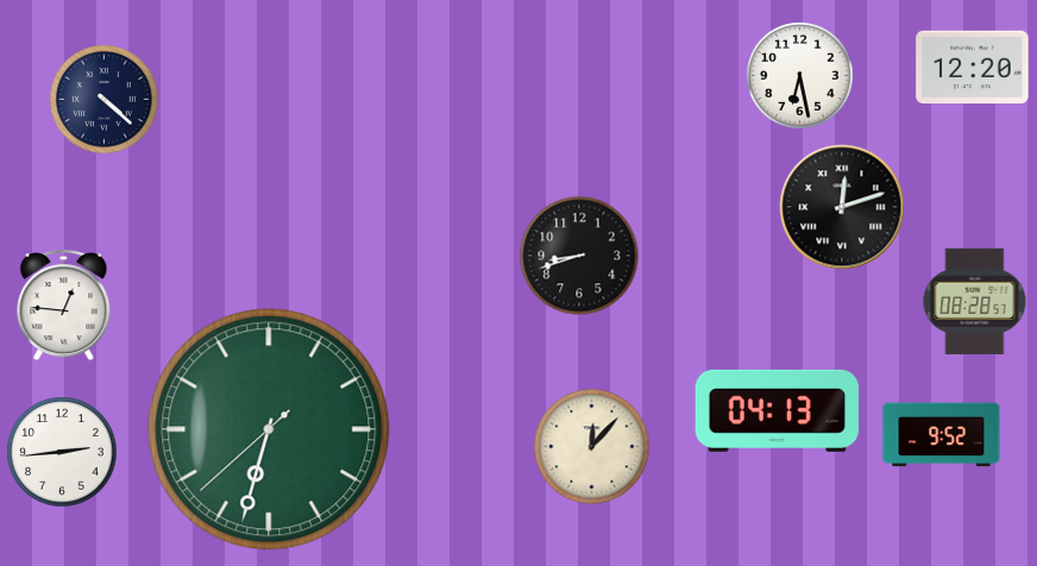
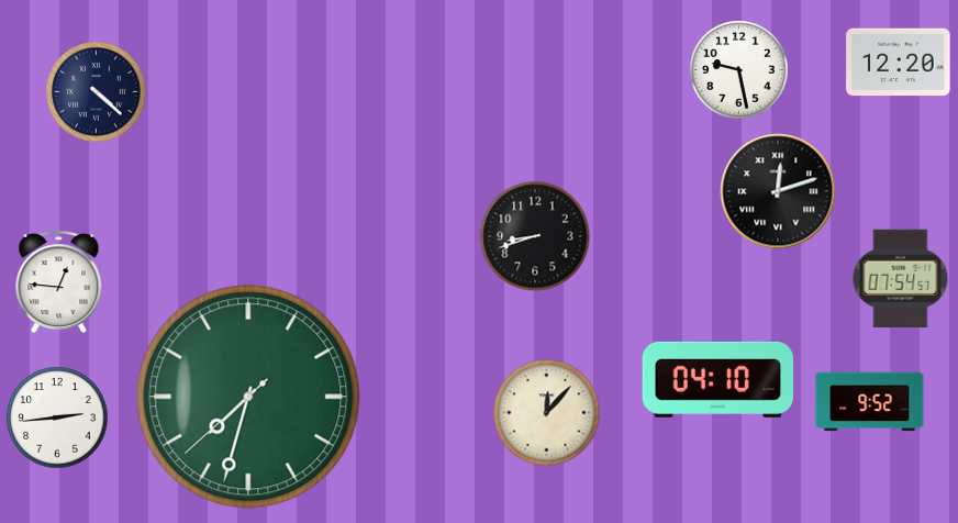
clock at (800, 76): 6:28 -> 9:28
clock at (975, 301): 08:28 -> 07:54
clock at (778, 410): 04:13 -> 04:10
clock at (269, 429): 6:32 -> 7:32
